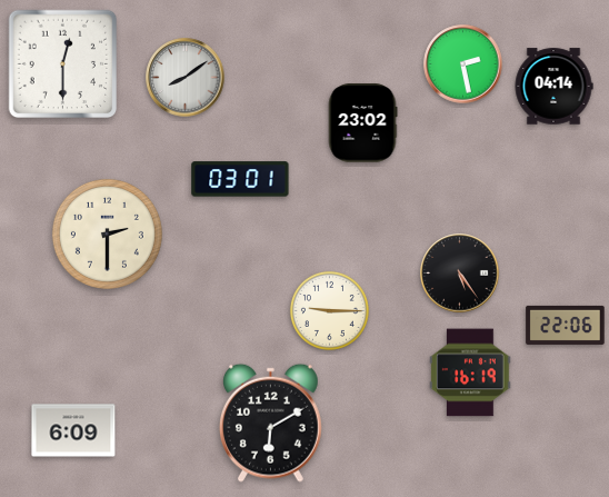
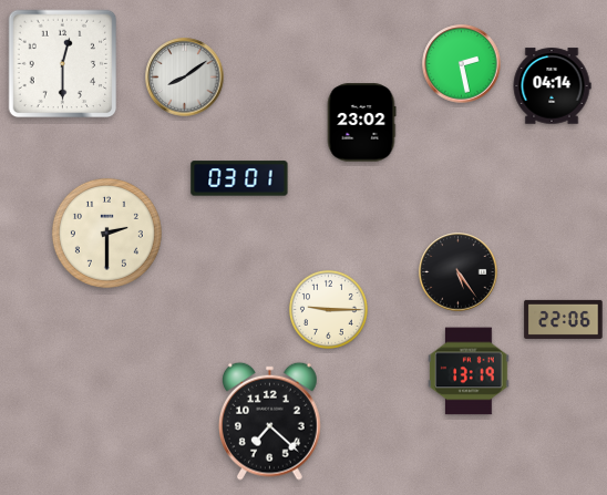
clock at (566, 325) position: (566, 325) -> (564, 319)
clock at (470, 372): 16:19 -> 13:19
clock at (271, 423): 6:10 -> 7:22
clock at (73, 430): 6:09 -> none
